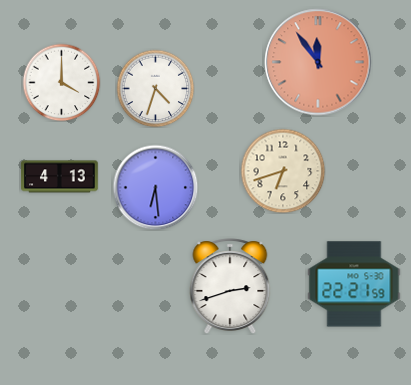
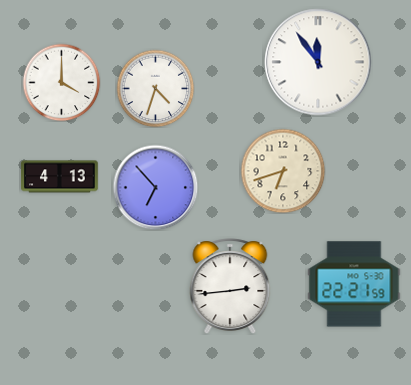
clock at (318, 62) dial: salmon -> white
clock at (155, 187): 6:29 -> 6:53
clock at (230, 286): 2:42 -> 2:44
